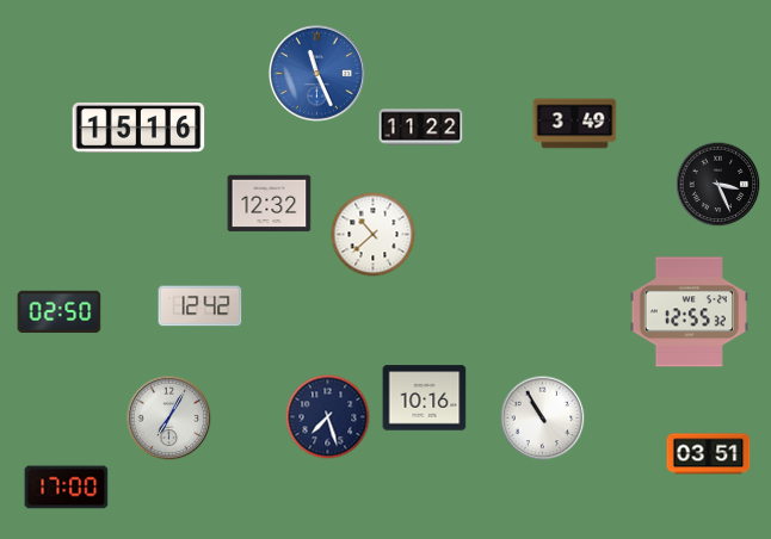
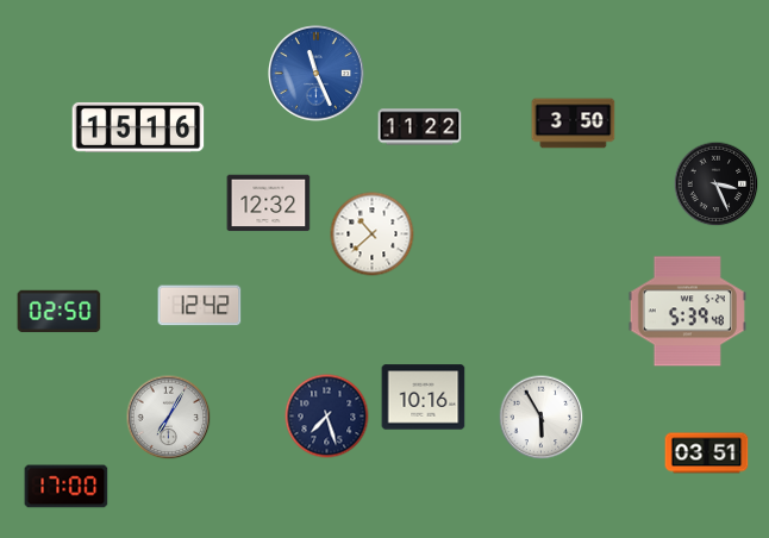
clock at (575, 124): 3:49 -> 3:50
clock at (689, 312): 12:55 -> 5:39
clock at (543, 419): 10:55 -> 5:55
